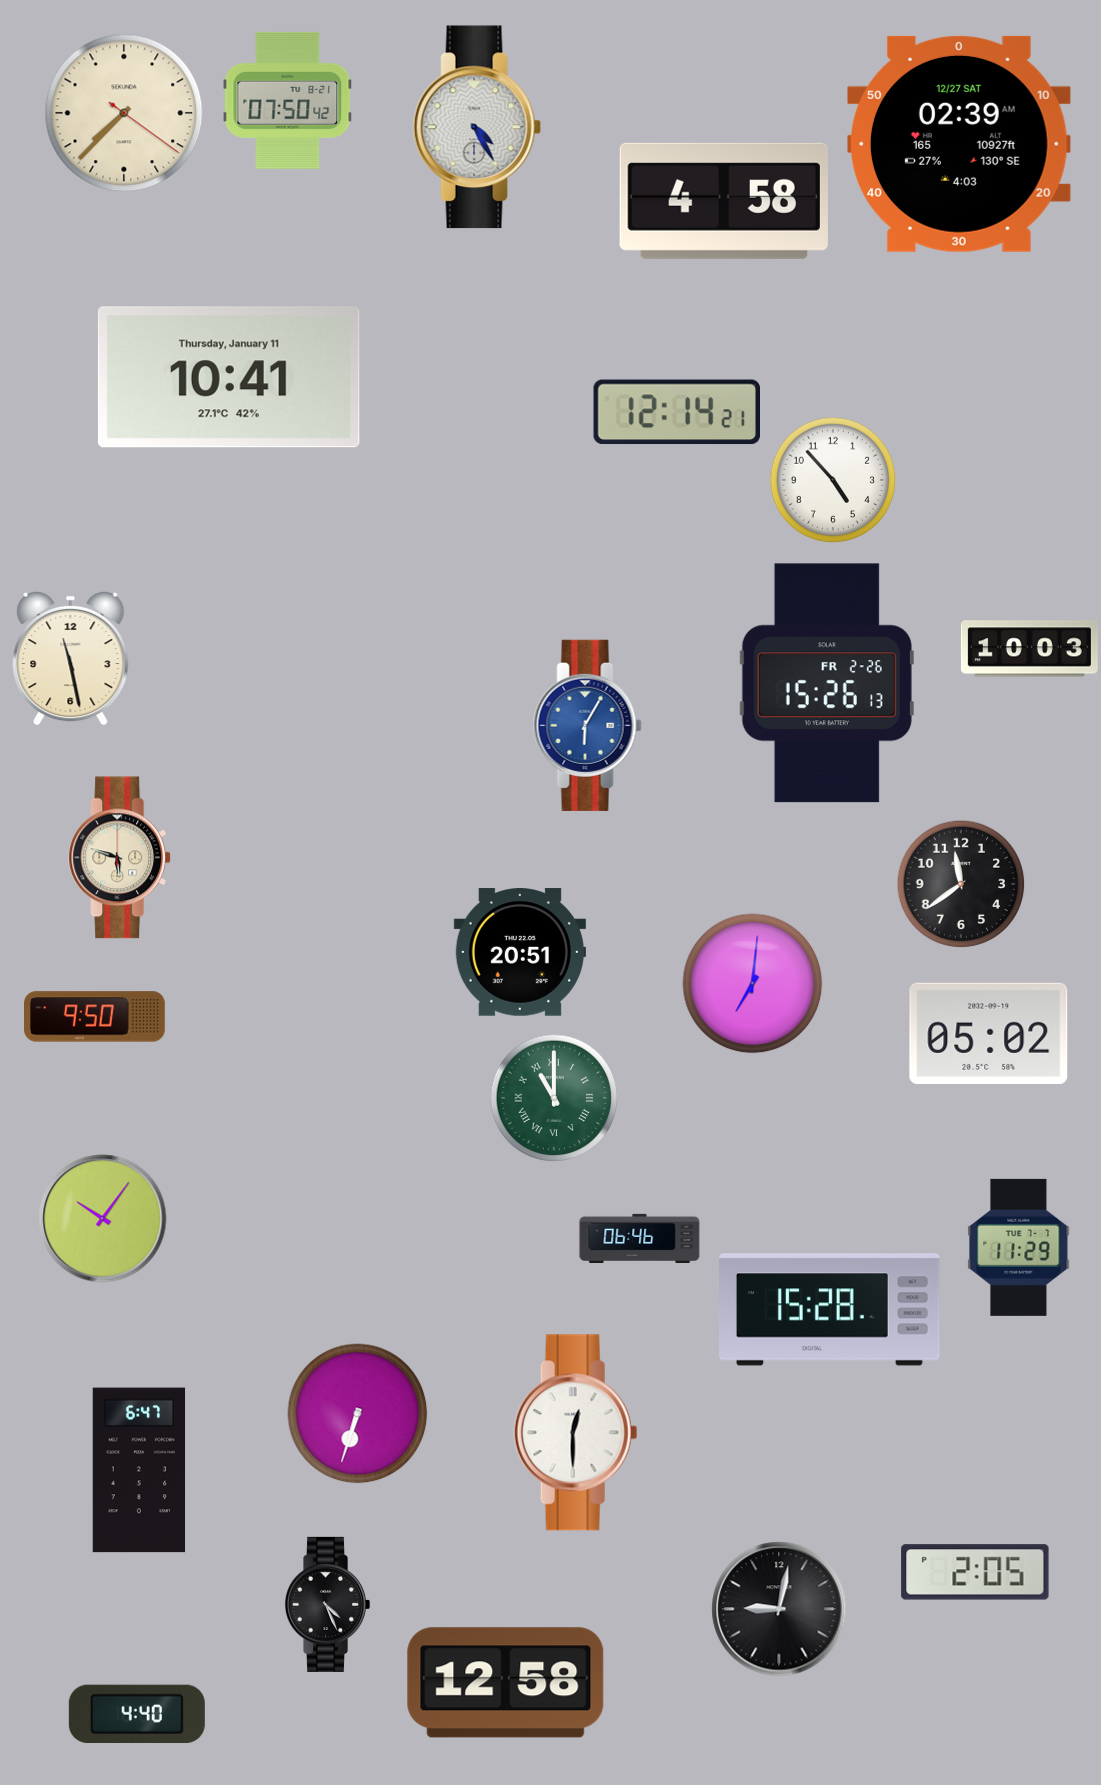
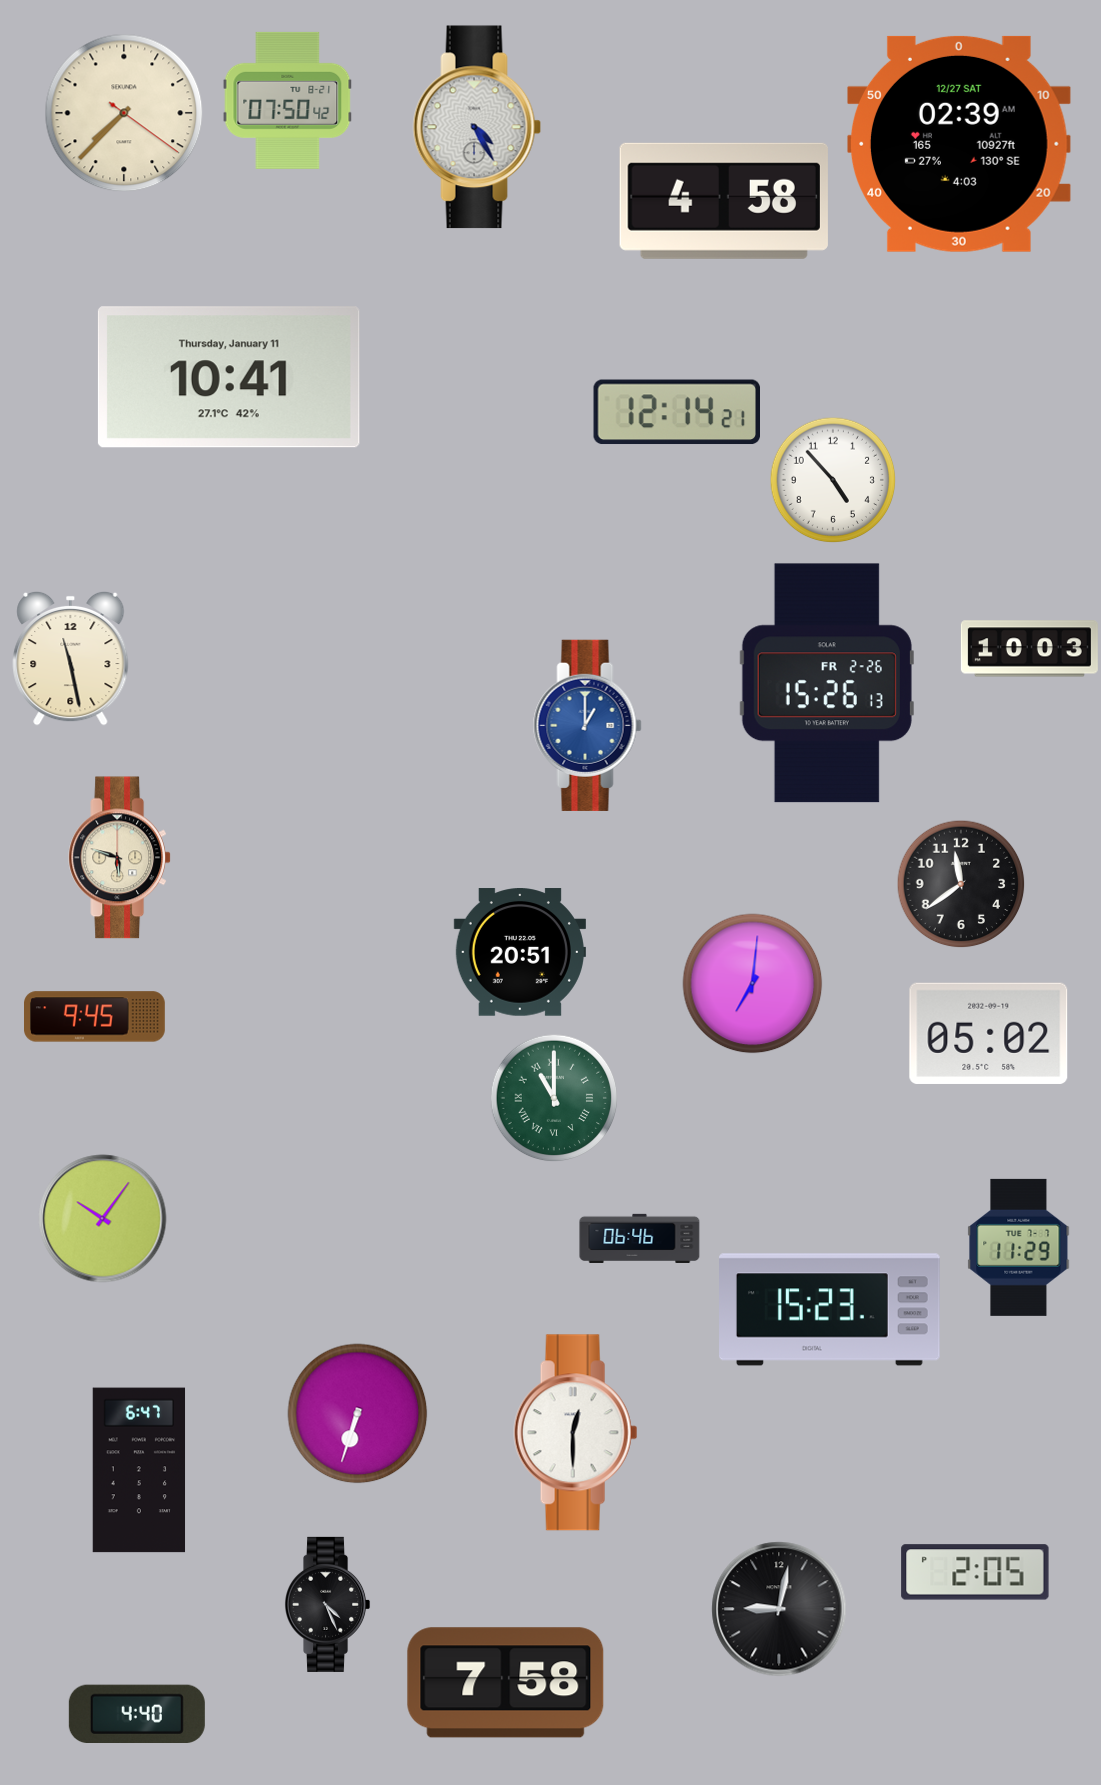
clock at (588, 725): 6:05 -> 1:00
clock at (95, 1017): 9:50 -> 9:45
clock at (830, 1310): 15:28 -> 15:23
clock at (506, 1683): 12:58 -> 7:58
